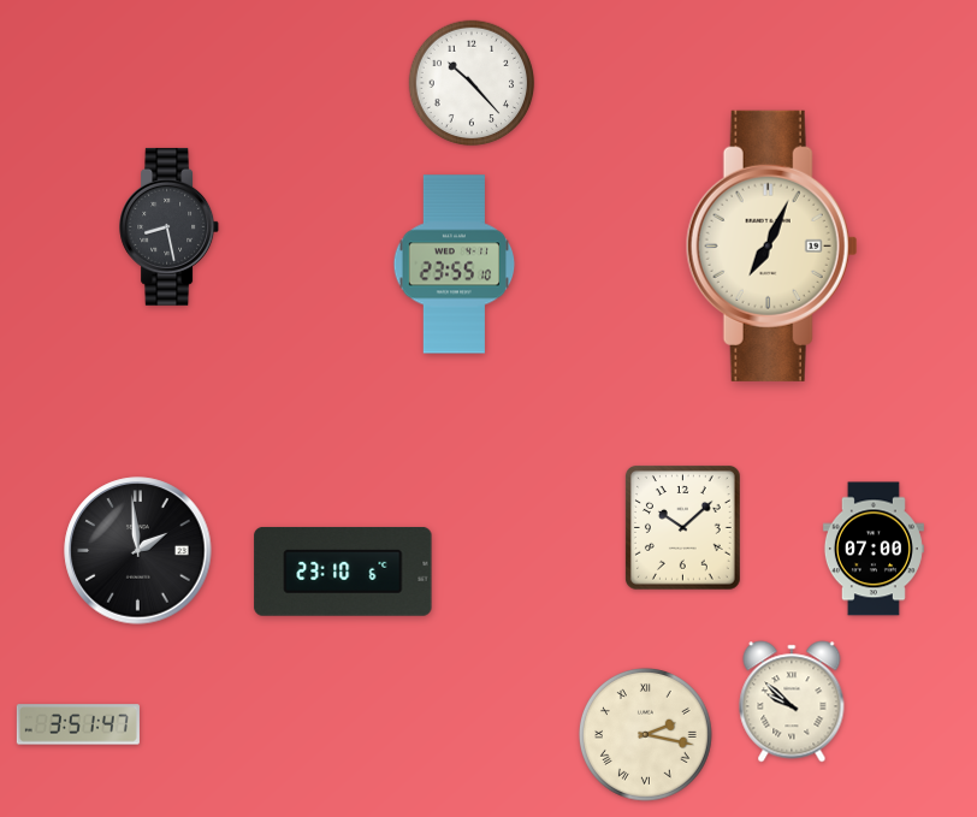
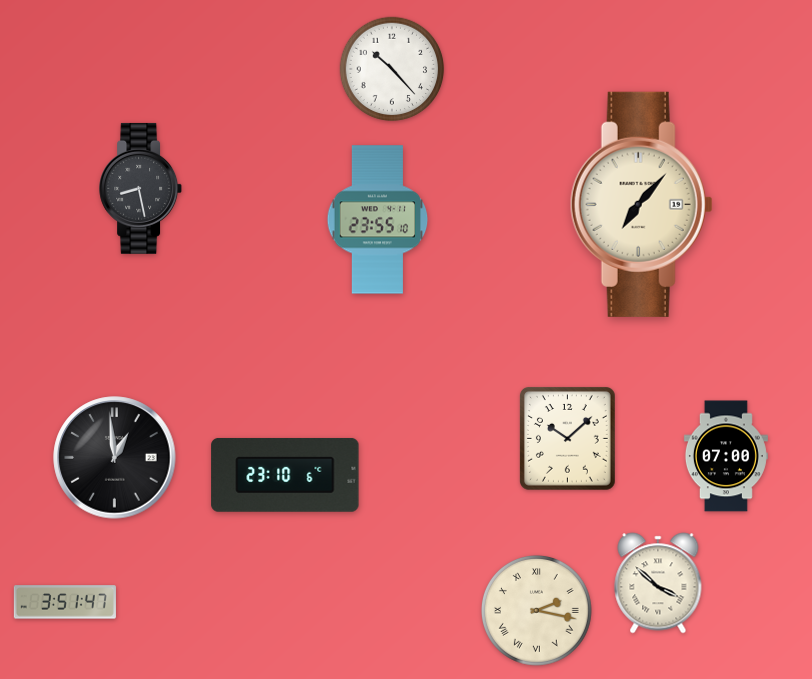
clock at (771, 245): 7:04 -> 7:07
clock at (138, 551): 1:59 -> 12:59
clock at (792, 701): 9:52 -> 3:52
